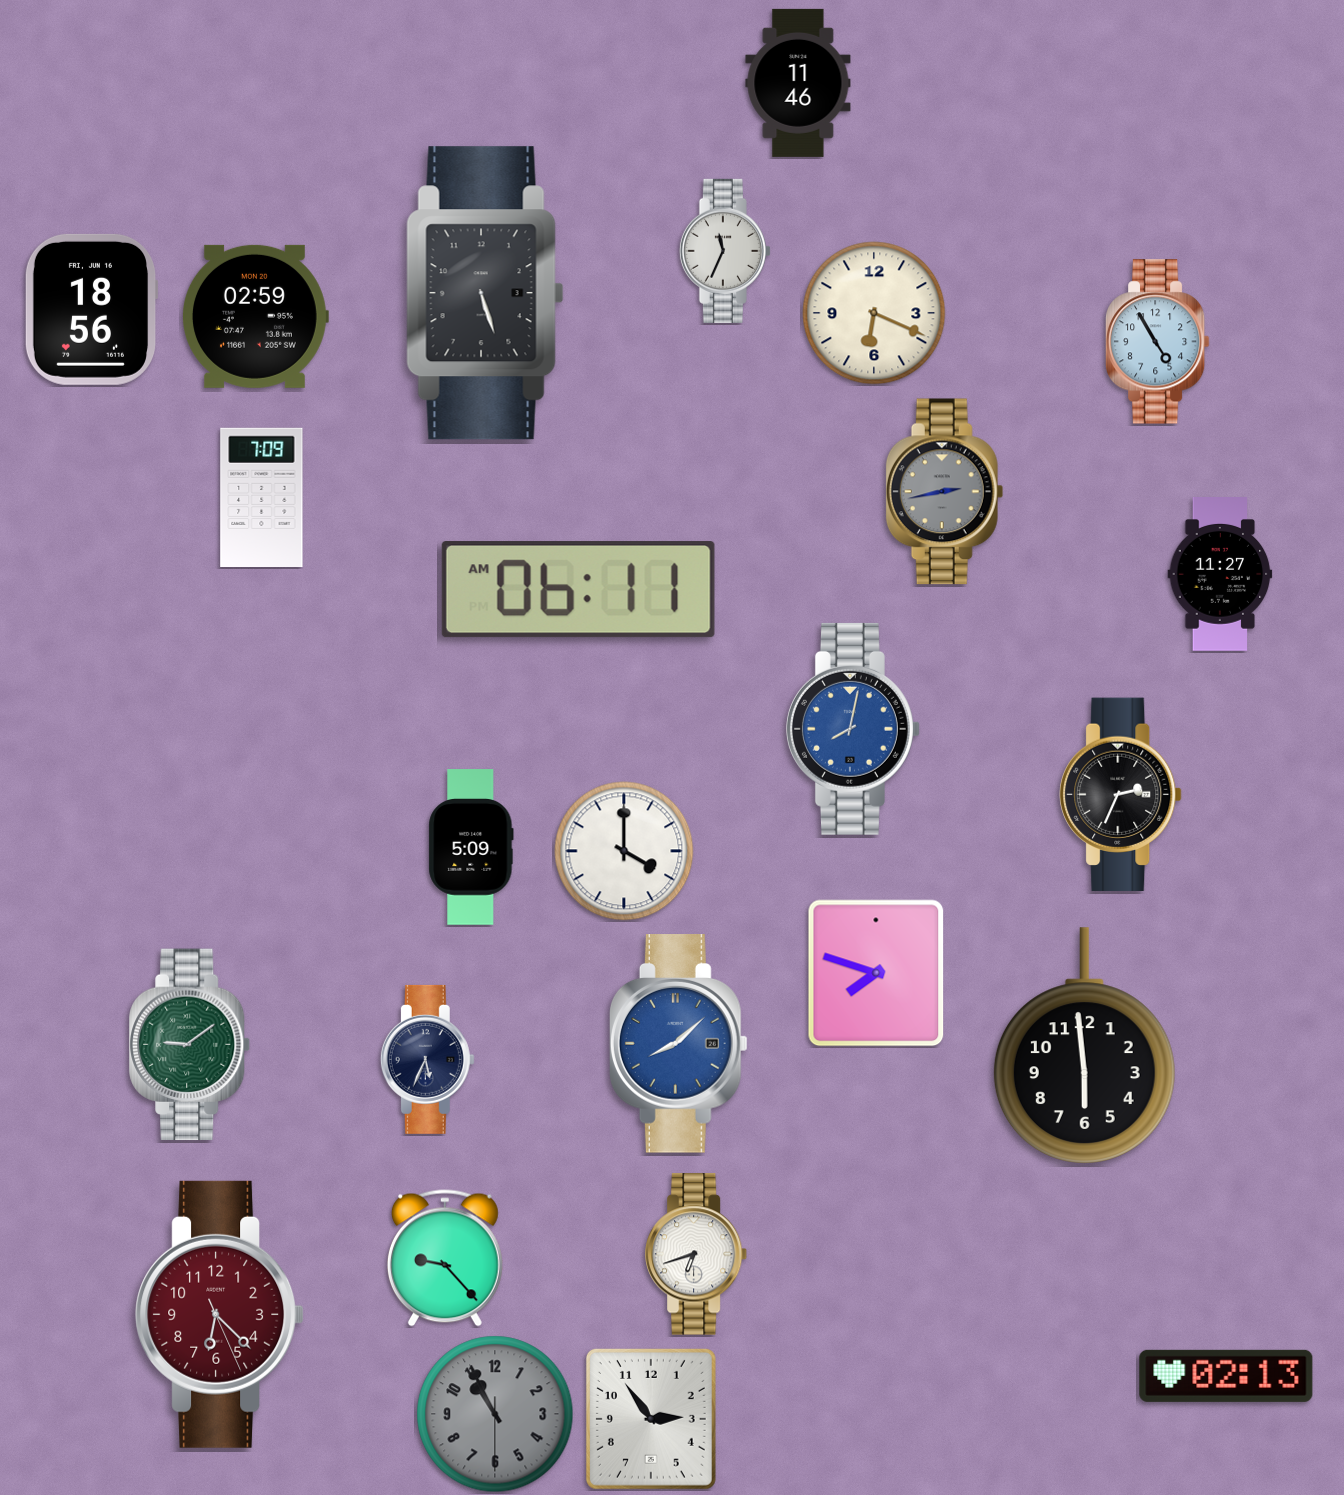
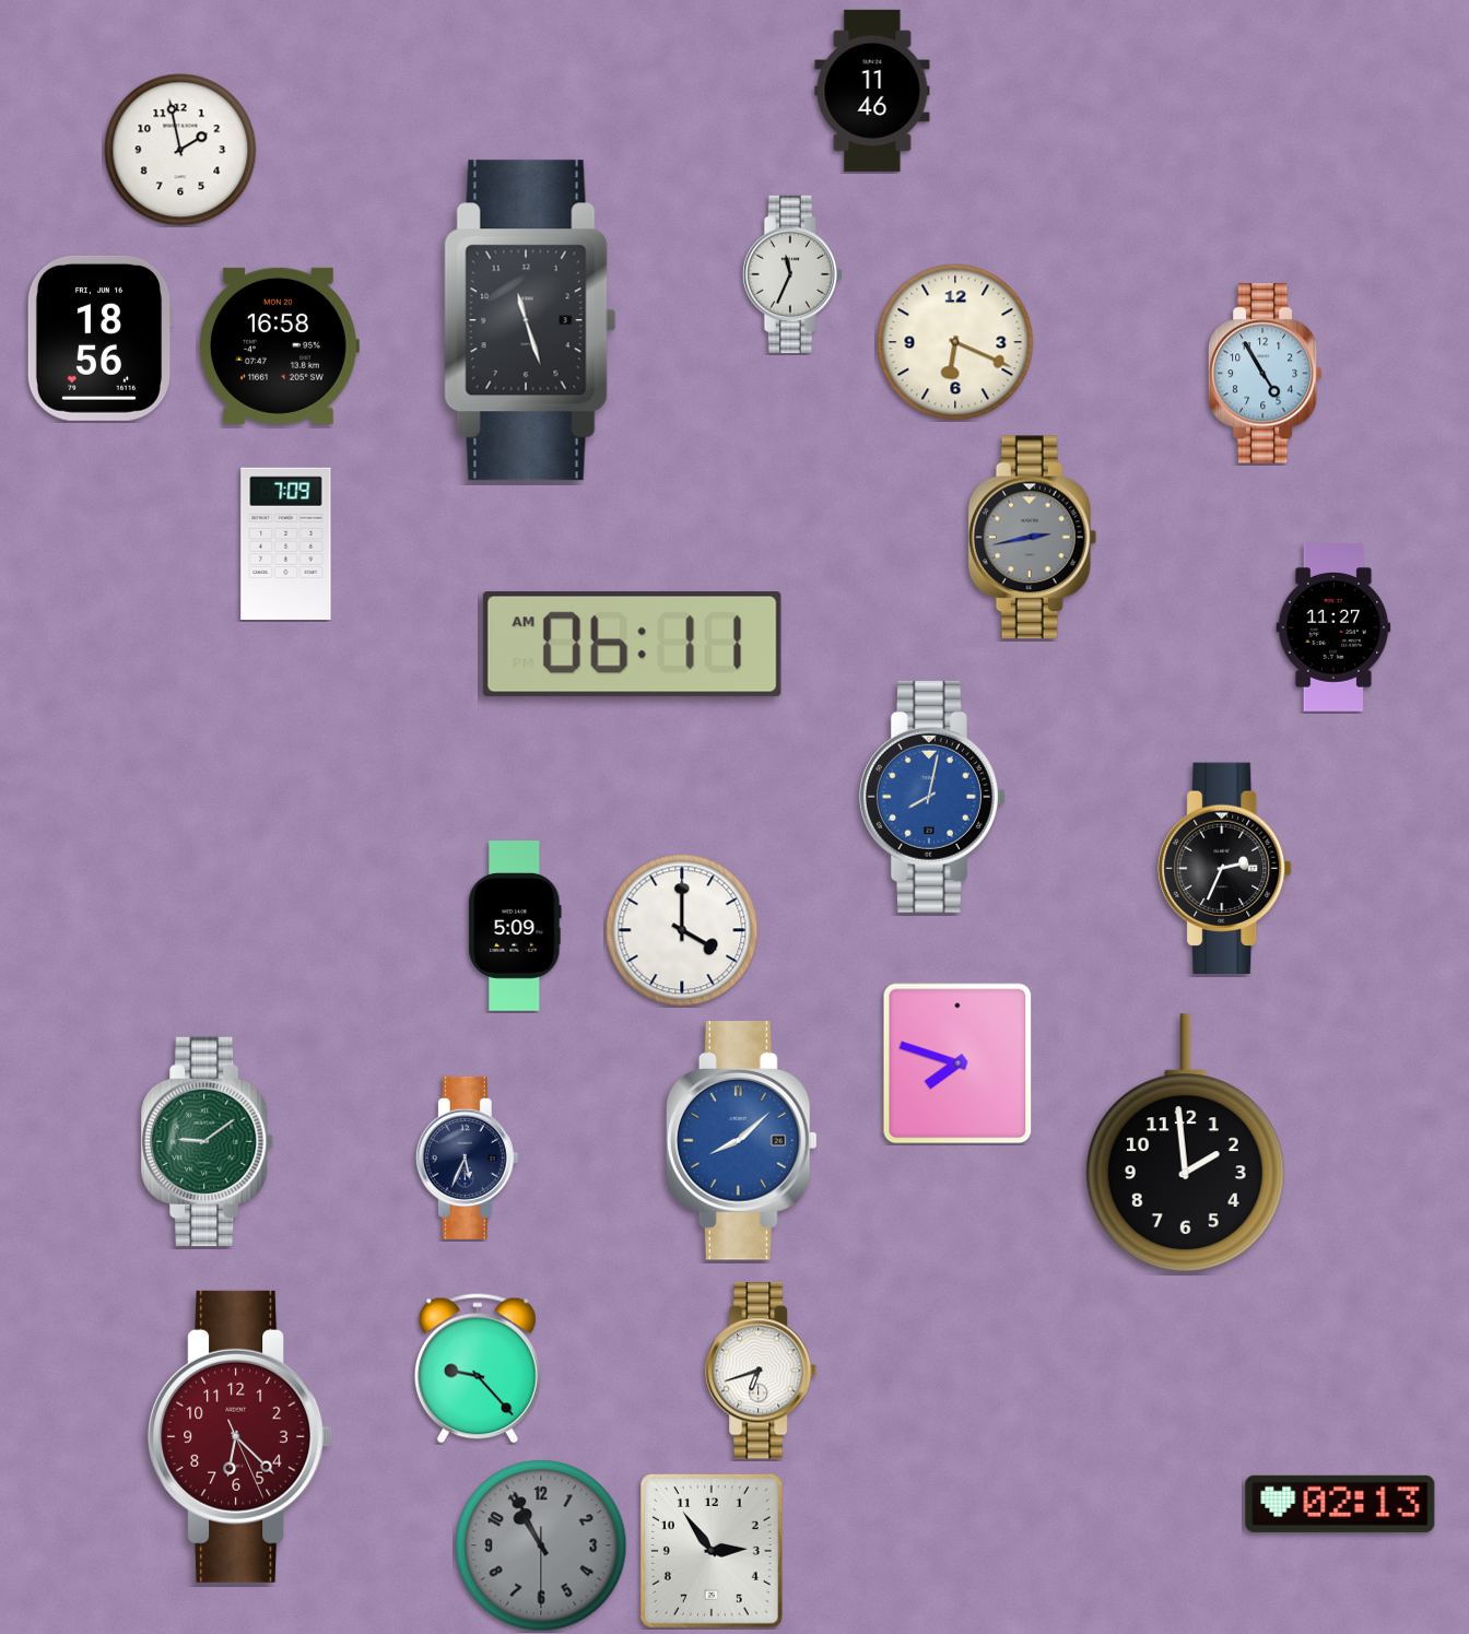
clock at (180, 150): none -> 1:58
clock at (485, 293): 5:27 -> 11:27
clock at (255, 316): 02:59 -> 16:58
clock at (1084, 1046): 5:59 -> 1:59
clock at (445, 1258) position: (445, 1258) -> (478, 1368)
